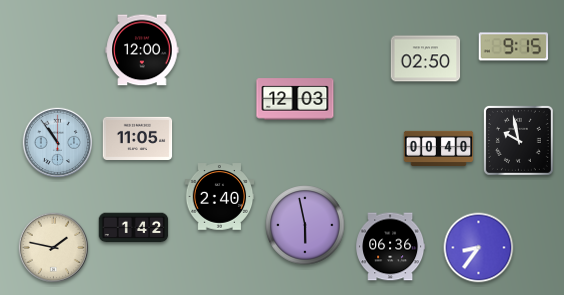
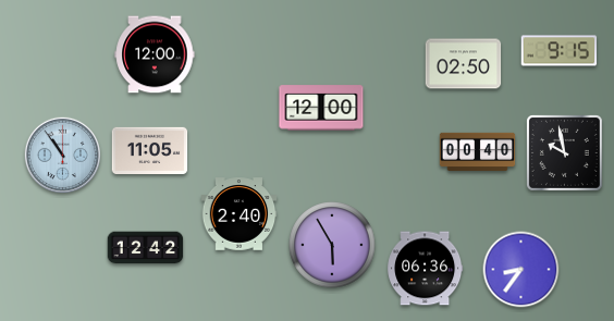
clock at (295, 99): 12:03 -> 12:00
clock at (439, 149) position: (439, 149) -> (478, 152)
clock at (305, 225): 5:58 -> 5:55
clock at (134, 228): 1:42 -> 12:42
clock at (53, 247): 1:47 -> none
